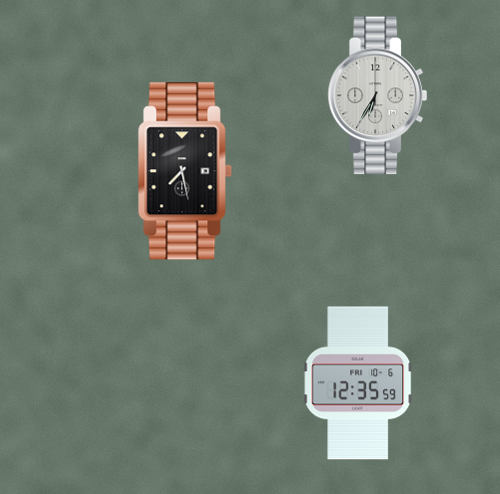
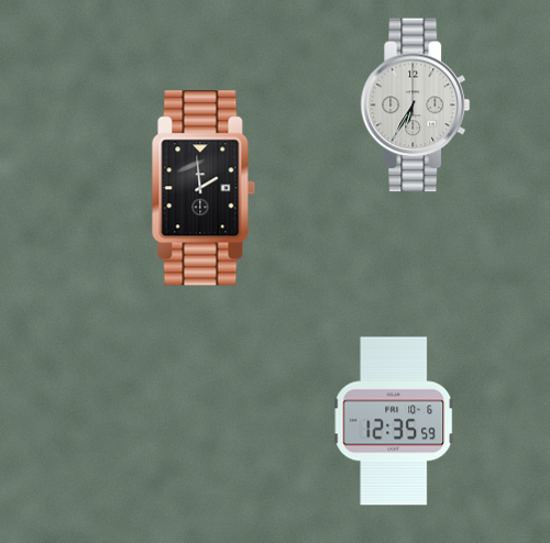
clock at (185, 171): 7:28 -> 1:59
